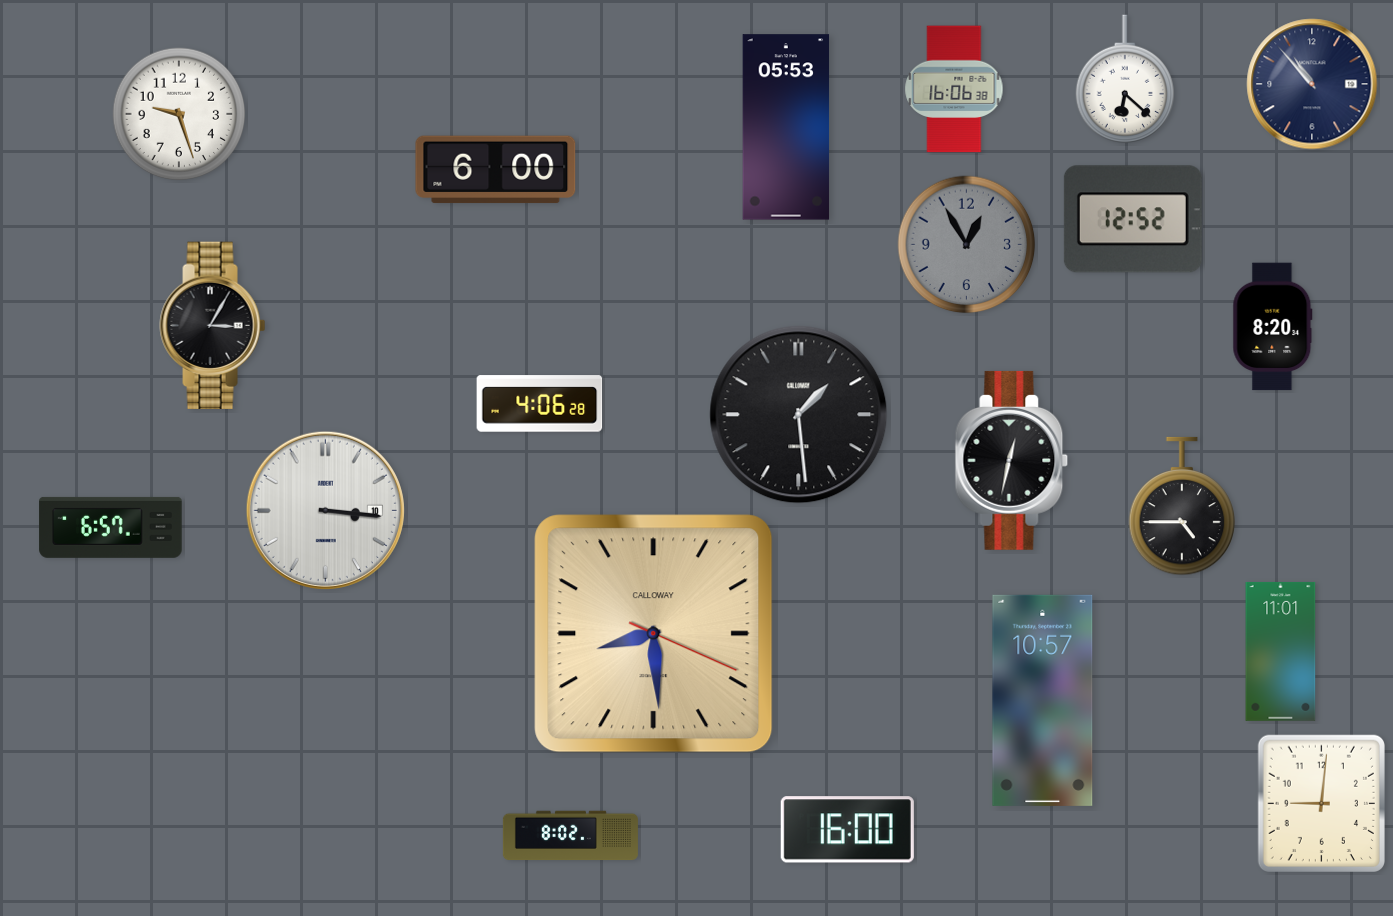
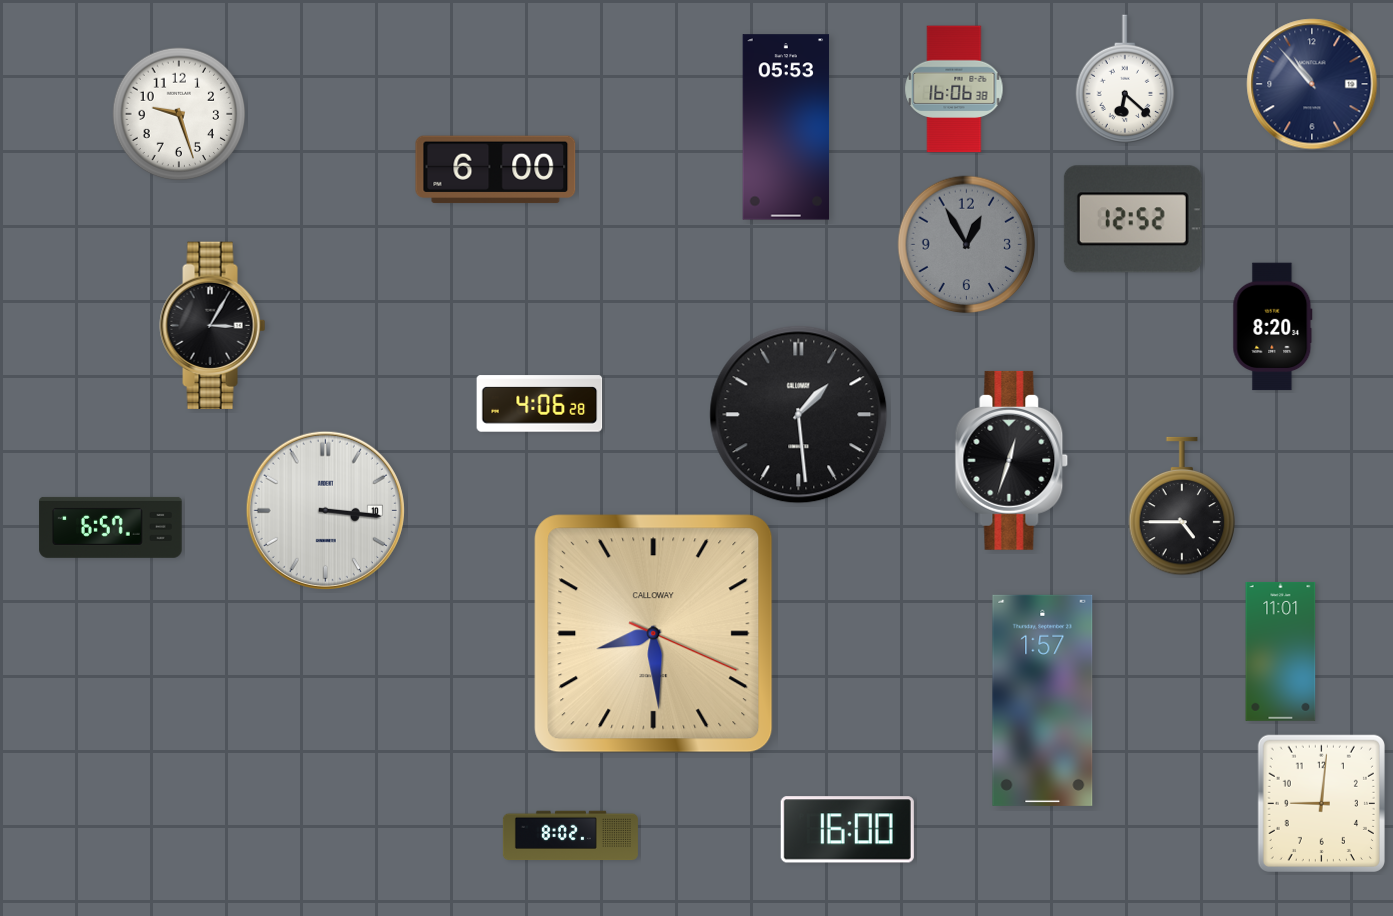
clock at (1012, 460): 12:32 -> 12:33
clock at (1043, 700): 10:57 -> 1:57
